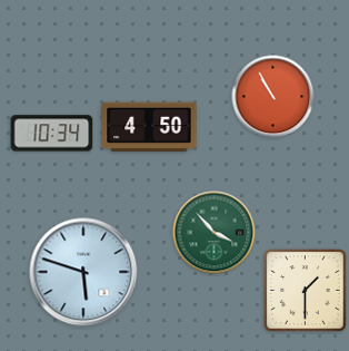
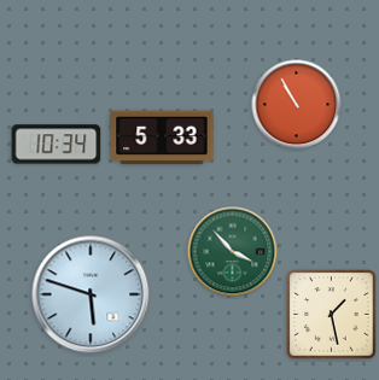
clock at (149, 127): 4:50 -> 5:33
clock at (306, 291): 1:30 -> 1:28
